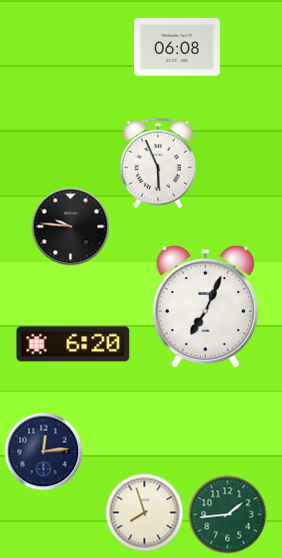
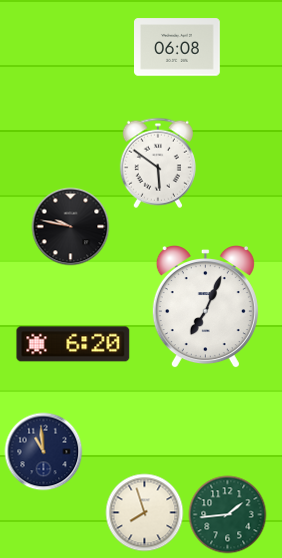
clock at (158, 163): 5:56 -> 5:51
clock at (70, 226): 9:46 -> 9:47
clock at (43, 451): 12:14 -> 10:59
